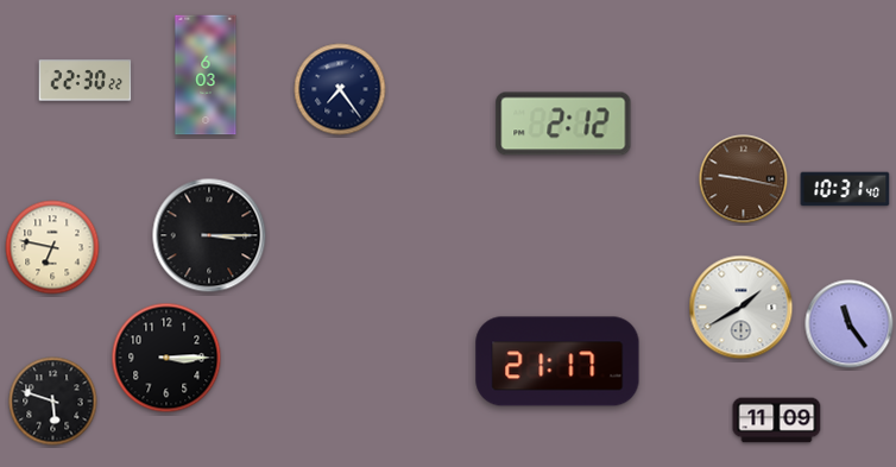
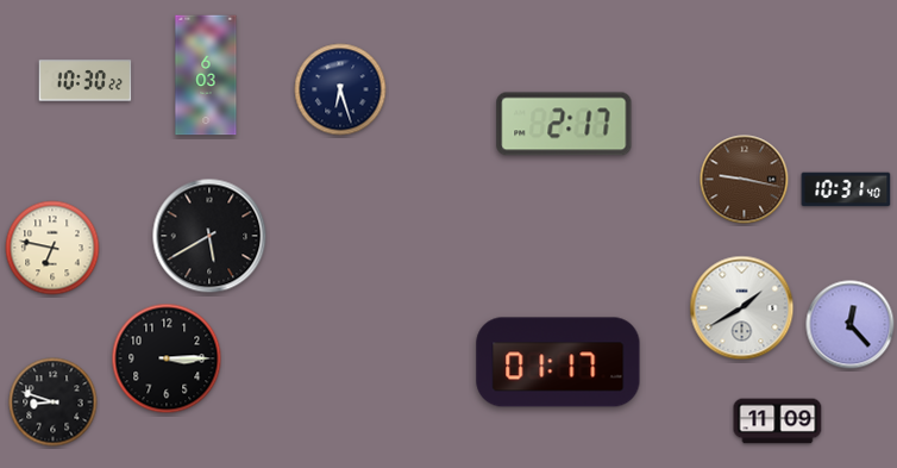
clock at (86, 81): 22:30 -> 10:30
clock at (340, 89): 7:24 -> 6:27
clock at (563, 124): 2:12 -> 2:17
clock at (209, 235): 3:15 -> 5:40
clock at (850, 324): 11:24 -> 12:23
clock at (557, 361): 21:17 -> 01:17
clock at (53, 402): 5:48 -> 8:48
